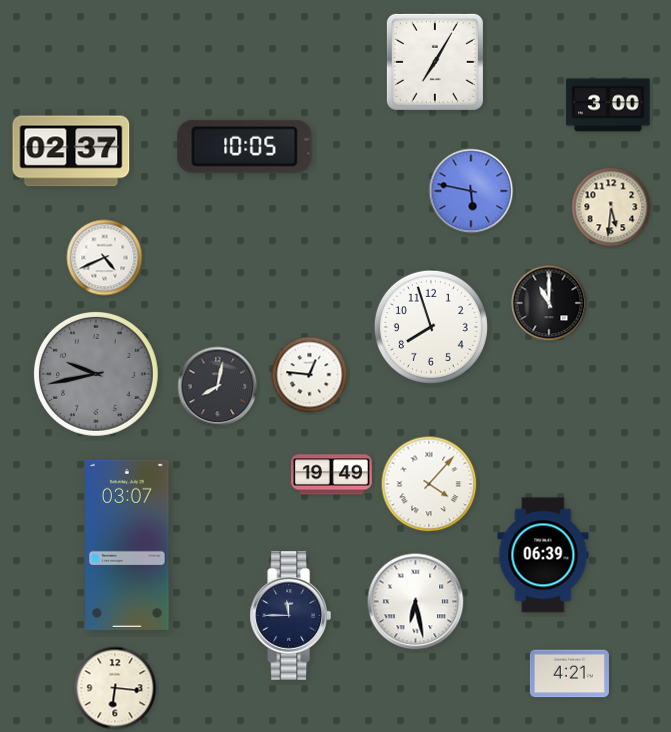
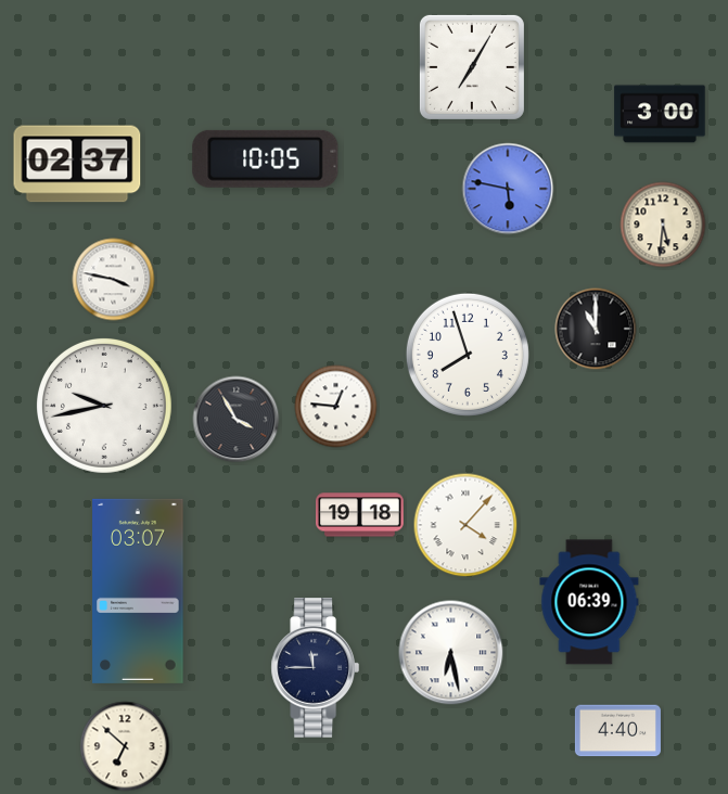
clock at (471, 191) position: (471, 191) -> (508, 189)
clock at (105, 258): 4:41 -> 3:47
clock at (96, 374) dial: grey -> white
clock at (218, 387): 8:02 -> 3:55
clock at (332, 475): 19:49 -> 19:18
clock at (569, 674): 4:21 -> 4:40
clock at (115, 688): 6:16 -> 6:52
